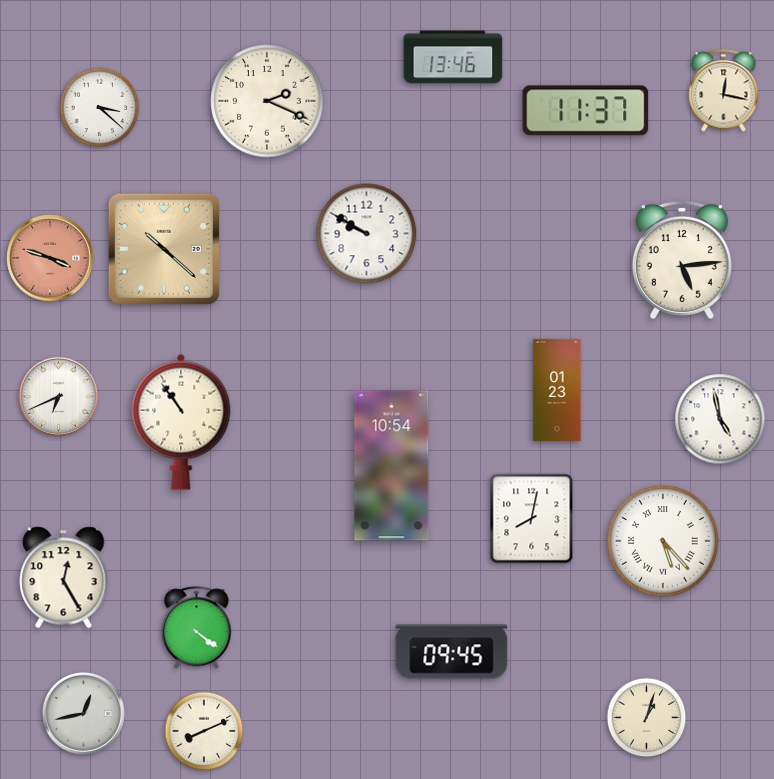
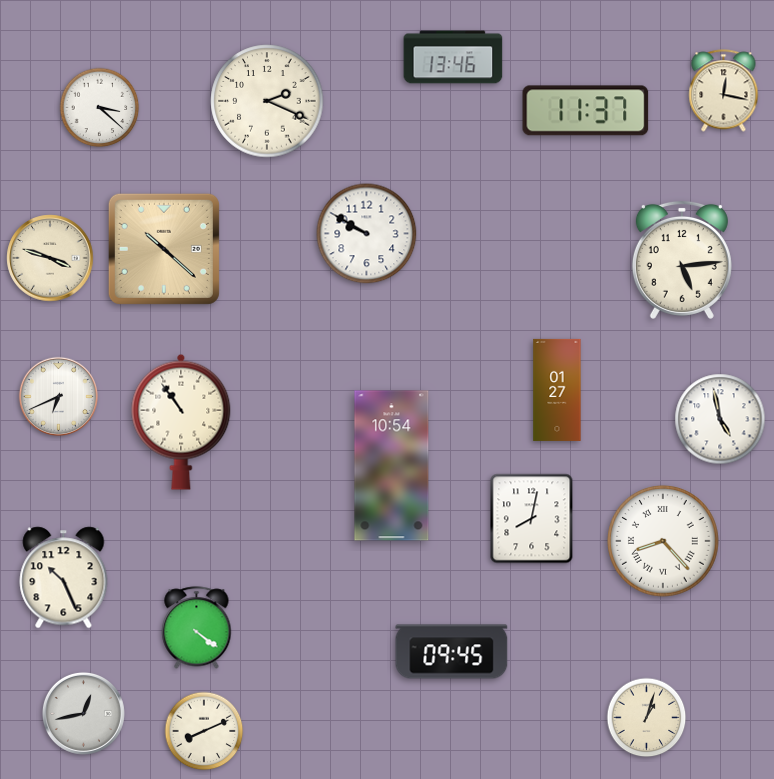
clock at (50, 258) dial: salmon -> cream
clock at (557, 390): 01:23 -> 01:27
clock at (663, 541): 5:23 -> 8:23
clock at (64, 578): 12:25 -> 10:26
